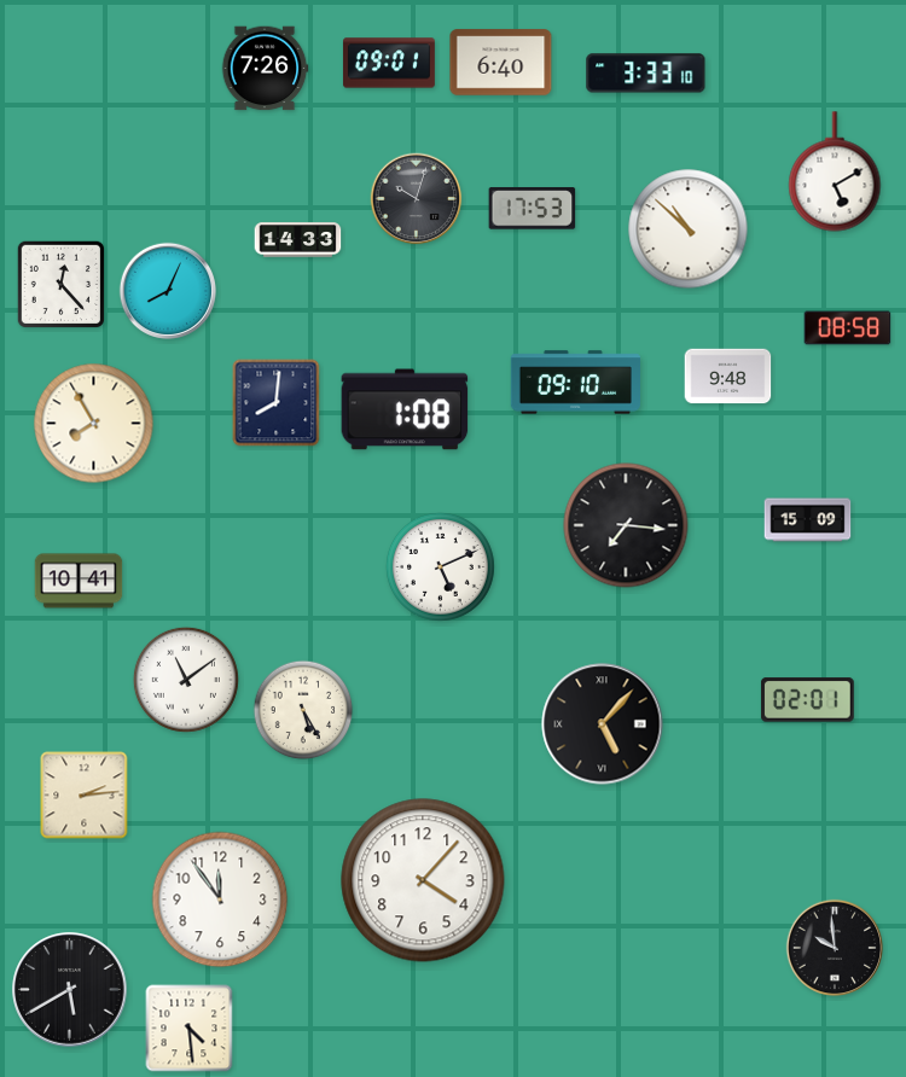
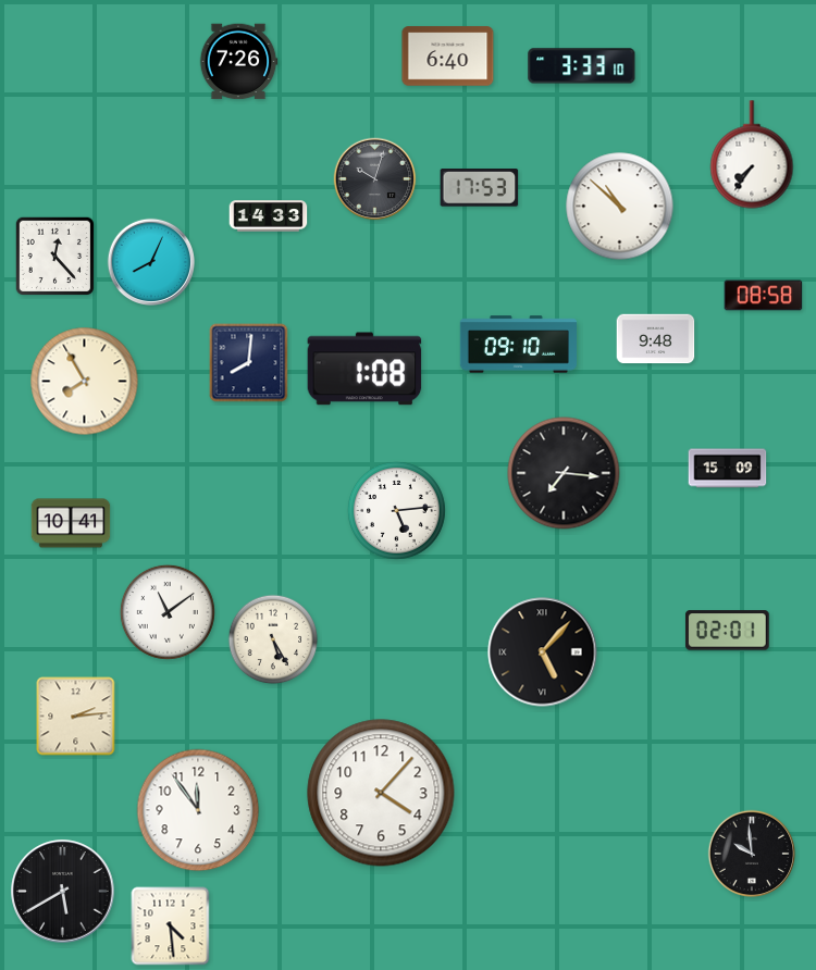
clock at (389, 63): 09:01 -> none
clock at (501, 63) position: (501, 63) -> (448, 57)
clock at (835, 171): 5:10 -> 7:36
clock at (441, 567): 5:11 -> 5:14
